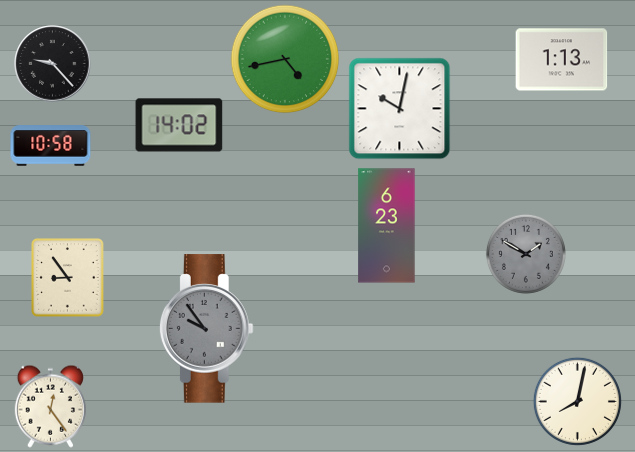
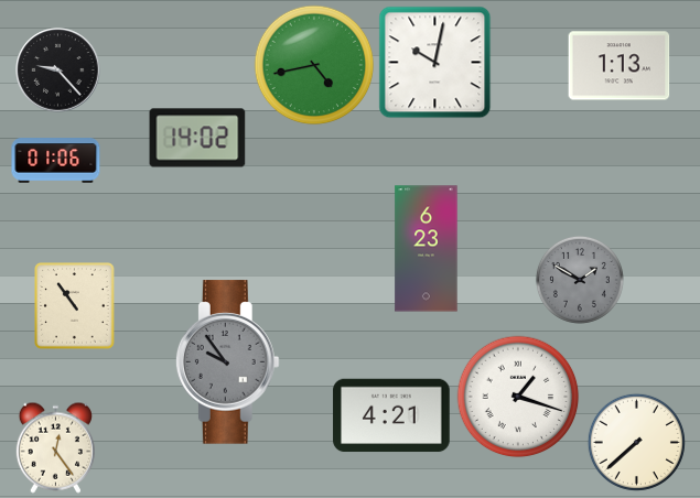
clock at (400, 109) position: (400, 109) -> (435, 63)
clock at (51, 146): 10:58 -> 01:06
clock at (68, 278): 8:54 -> 10:54
clock at (518, 397): none -> 1:18
clock at (391, 415): none -> 4:21
clock at (577, 401): 8:02 -> 7:38
